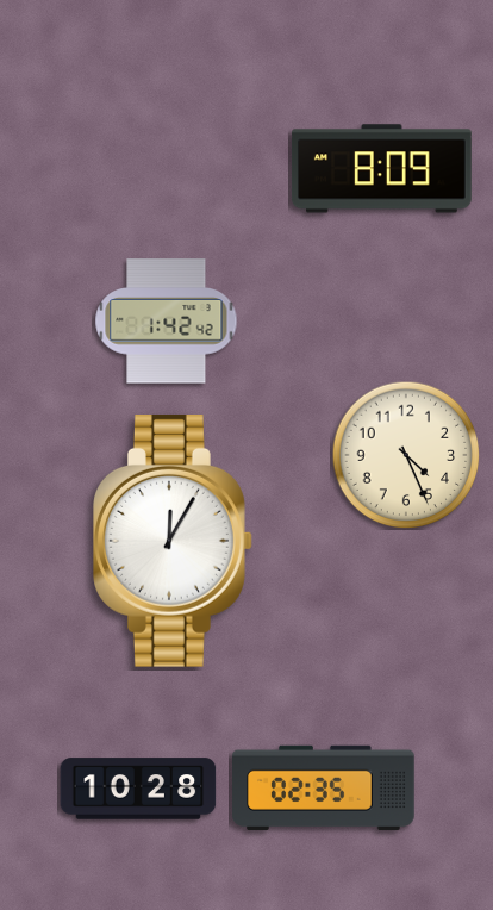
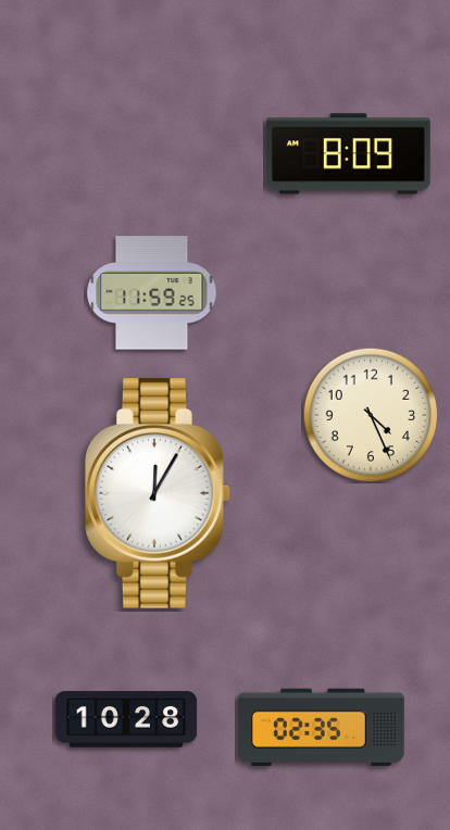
clock at (167, 322): 1:42 -> 11:59
clock at (324, 787) position: (324, 787) -> (322, 727)
